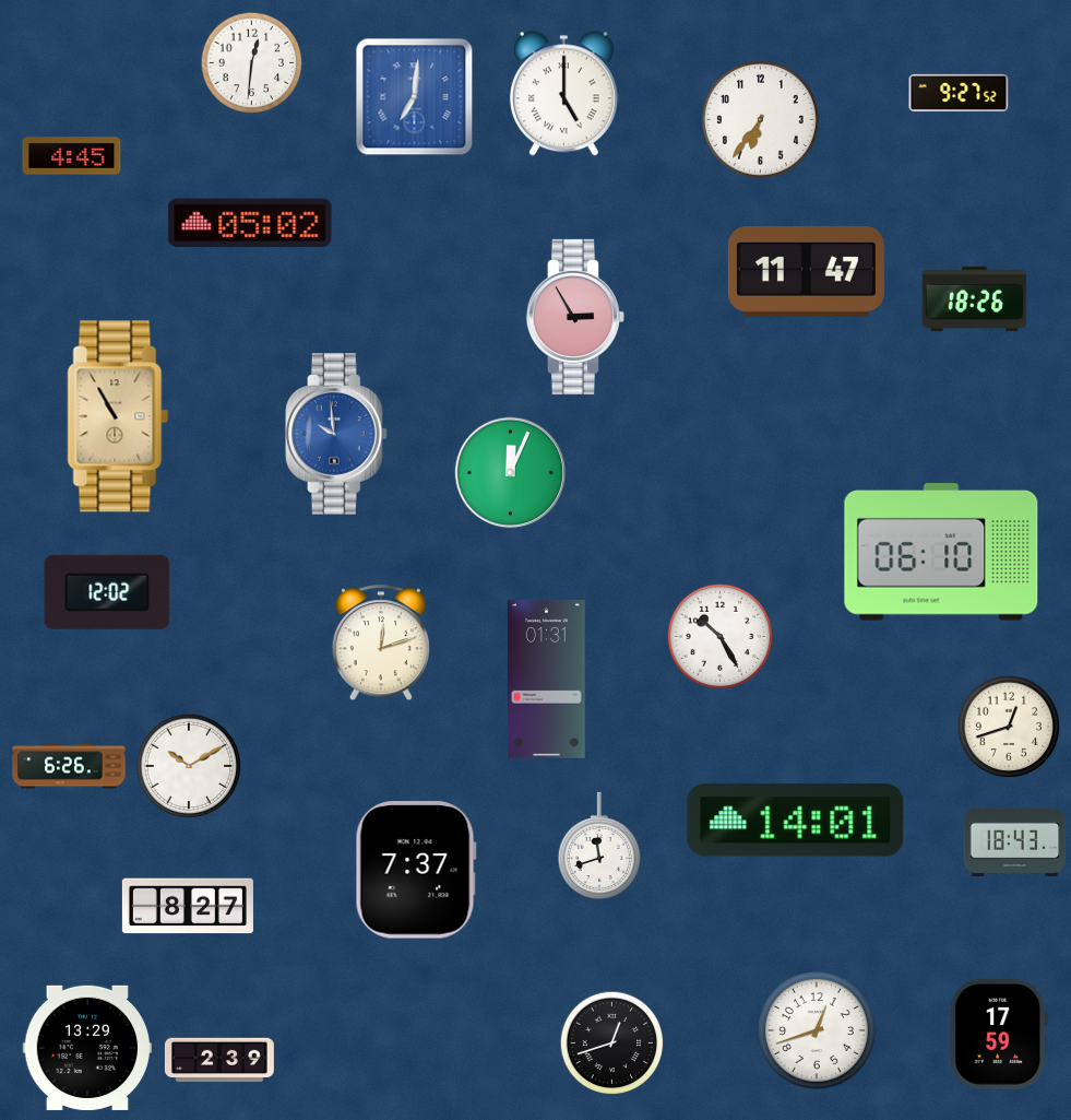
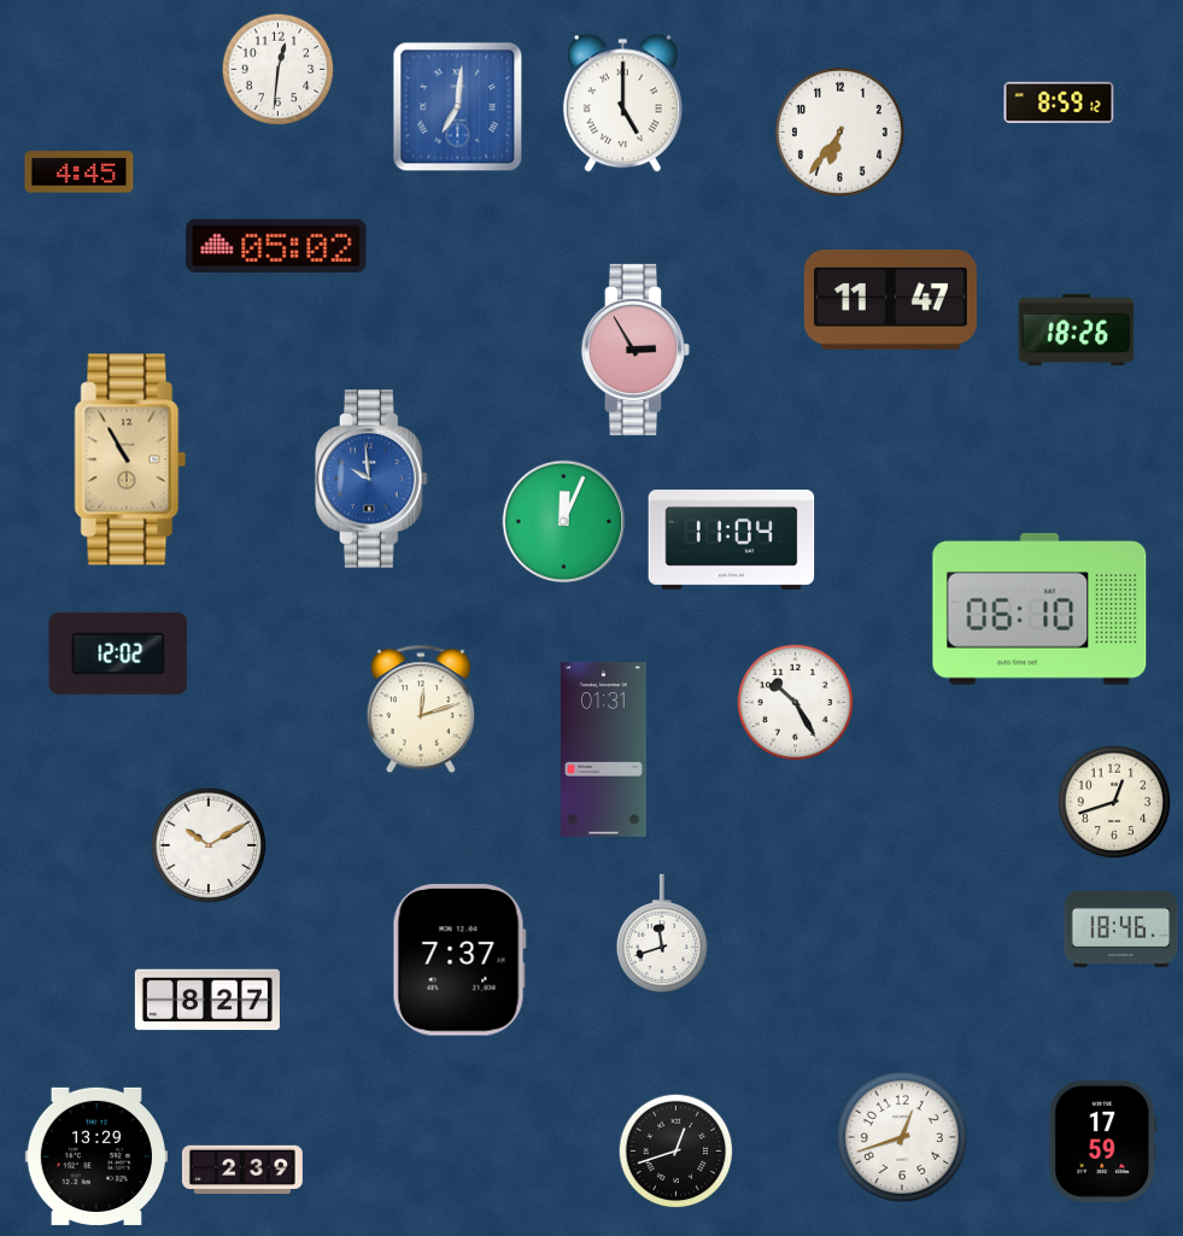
clock at (959, 93): 9:27 -> 8:59
clock at (732, 540): none -> 11:04
clock at (69, 766): 6:26 -> none
clock at (796, 821): 14:01 -> none
clock at (1015, 841): 18:43 -> 18:46
